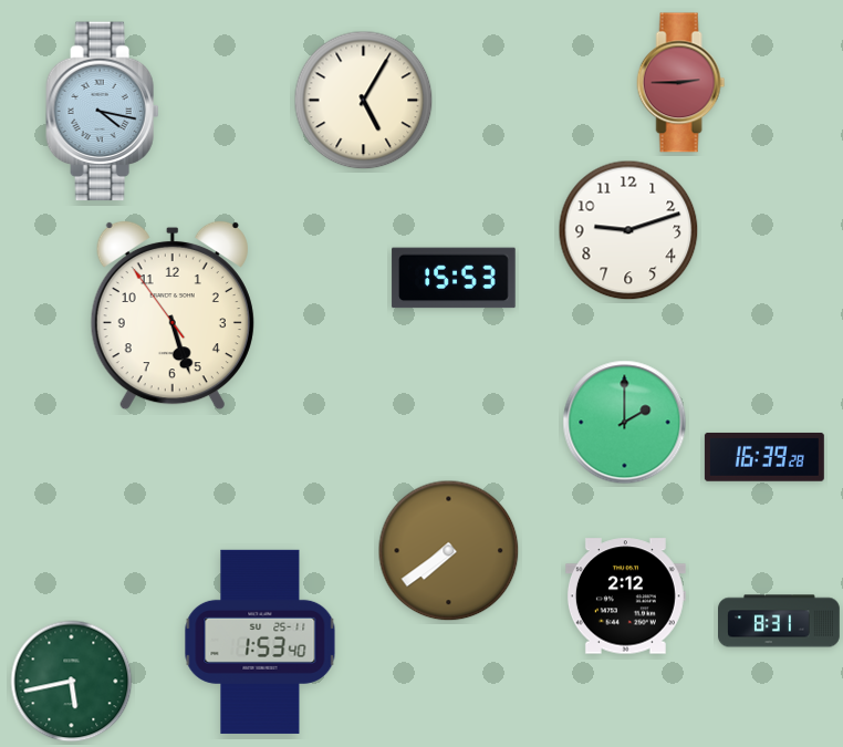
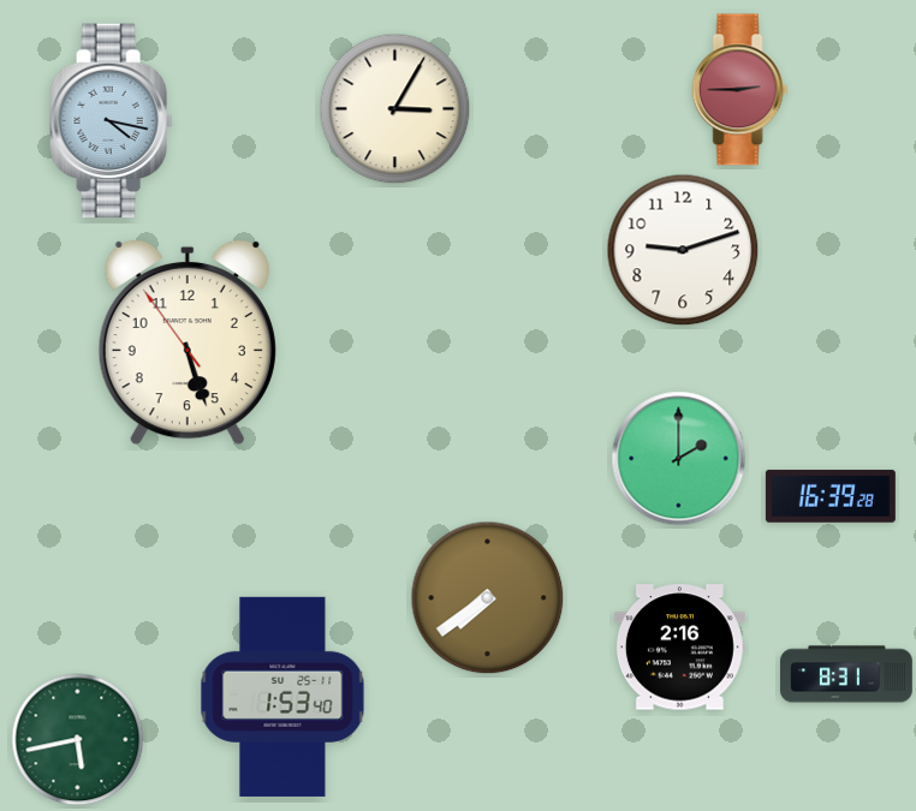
clock at (364, 101): 5:05 -> 3:05
clock at (454, 278): 15:53 -> none
clock at (625, 596): 2:12 -> 2:16
